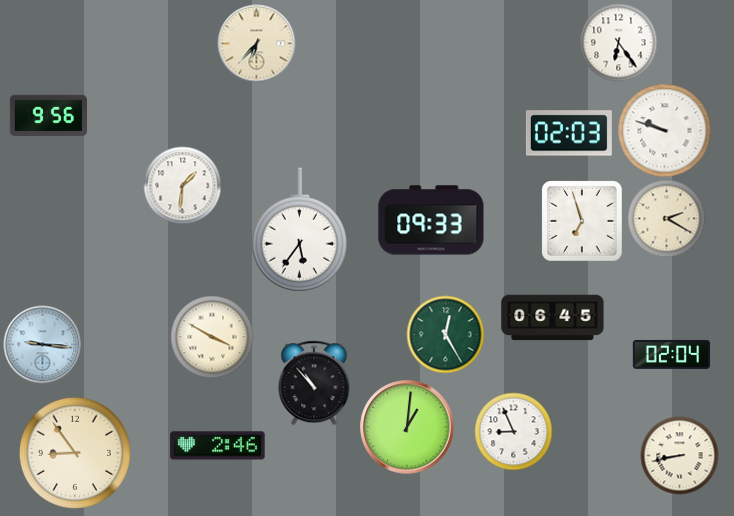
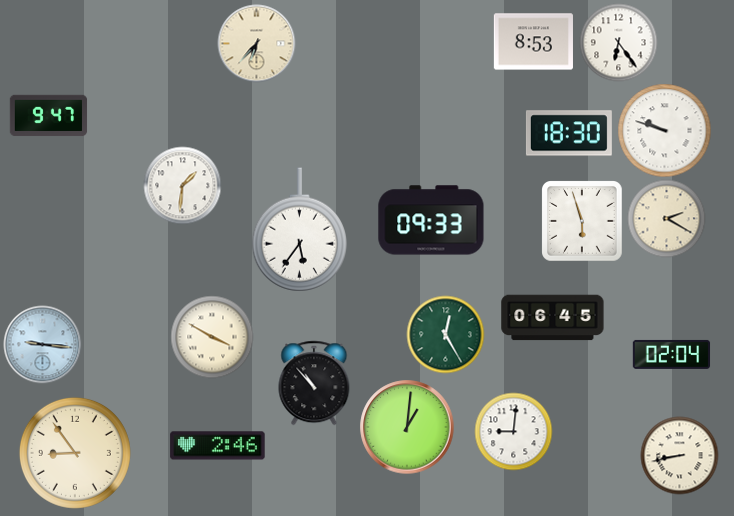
clock at (533, 42): none -> 8:53
clock at (48, 116): 9:56 -> 9:47
clock at (569, 133): 02:03 -> 18:30
clock at (582, 221): 6:57 -> 5:57
clock at (513, 431): 8:56 -> 9:01
